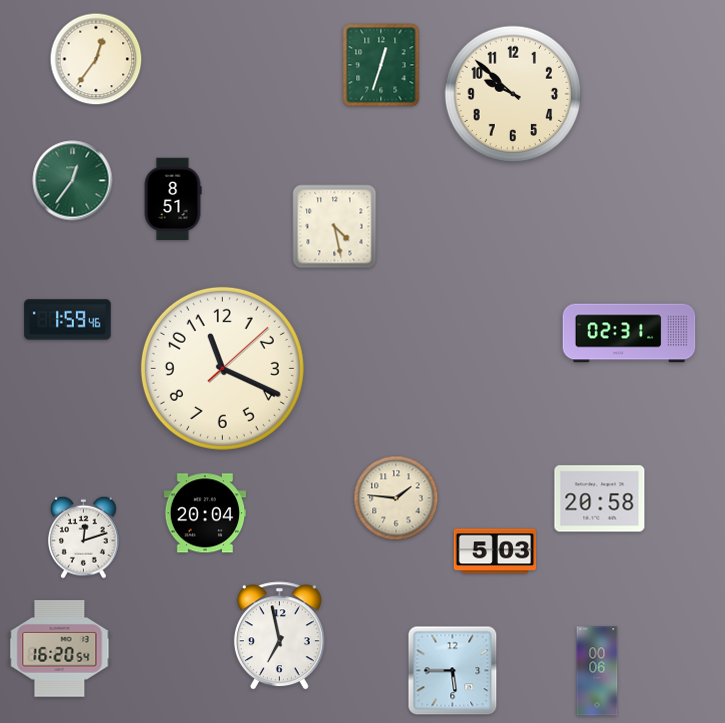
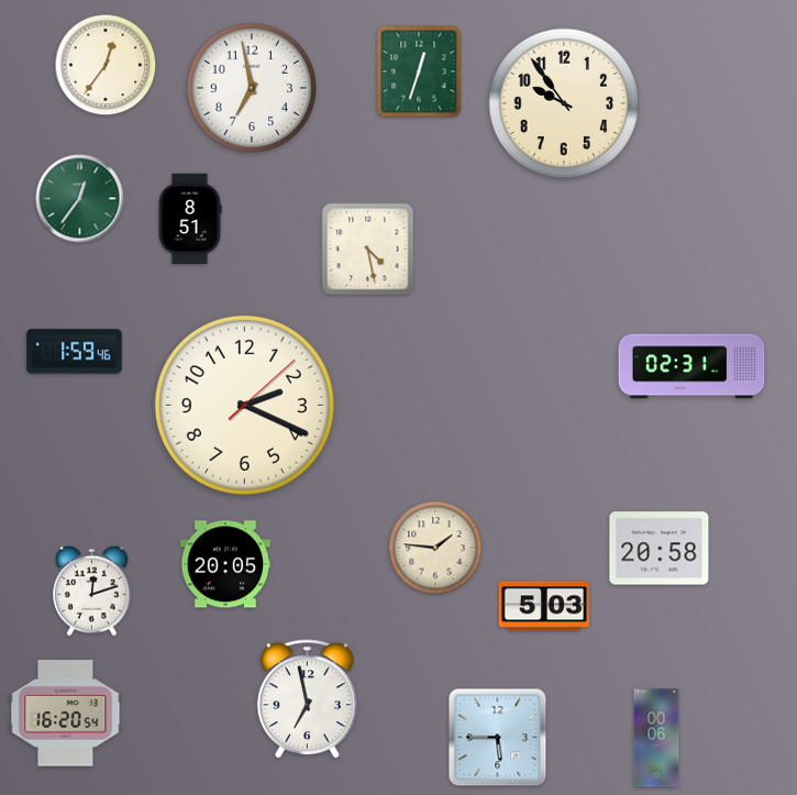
clock at (252, 88): none -> 6:58
clock at (513, 94): 9:52 -> 9:54
clock at (222, 368): 11:19 -> 2:19
clock at (205, 513): 20:04 -> 20:05
